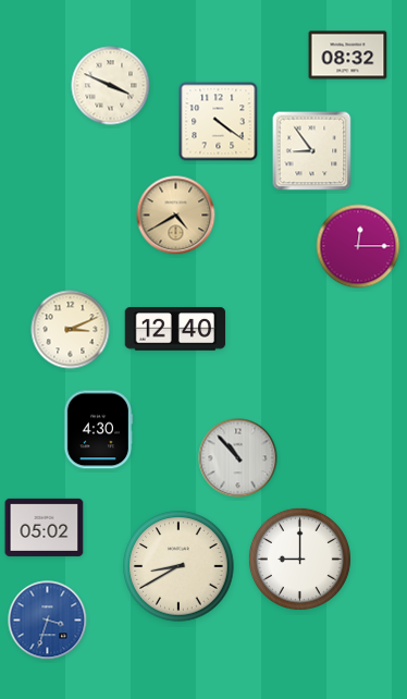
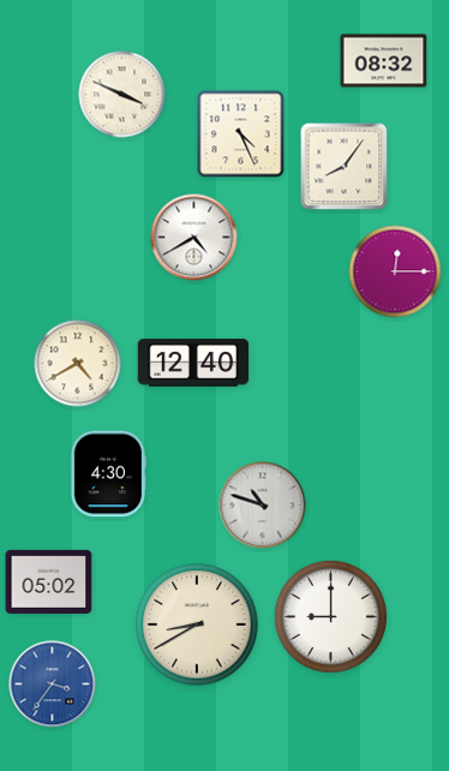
clock at (219, 122): 4:21 -> 4:26
clock at (312, 151): 8:54 -> 8:06
clock at (176, 216) dial: champagne -> white
clock at (71, 330): 3:11 -> 4:40
clock at (238, 458): 10:53 -> 10:48
clock at (48, 621): 3:33 -> 3:36
